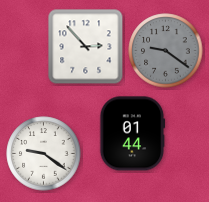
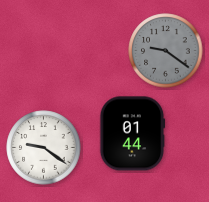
clock at (86, 47): 2:53 -> none
clock at (44, 154) position: (44, 154) -> (44, 148)
